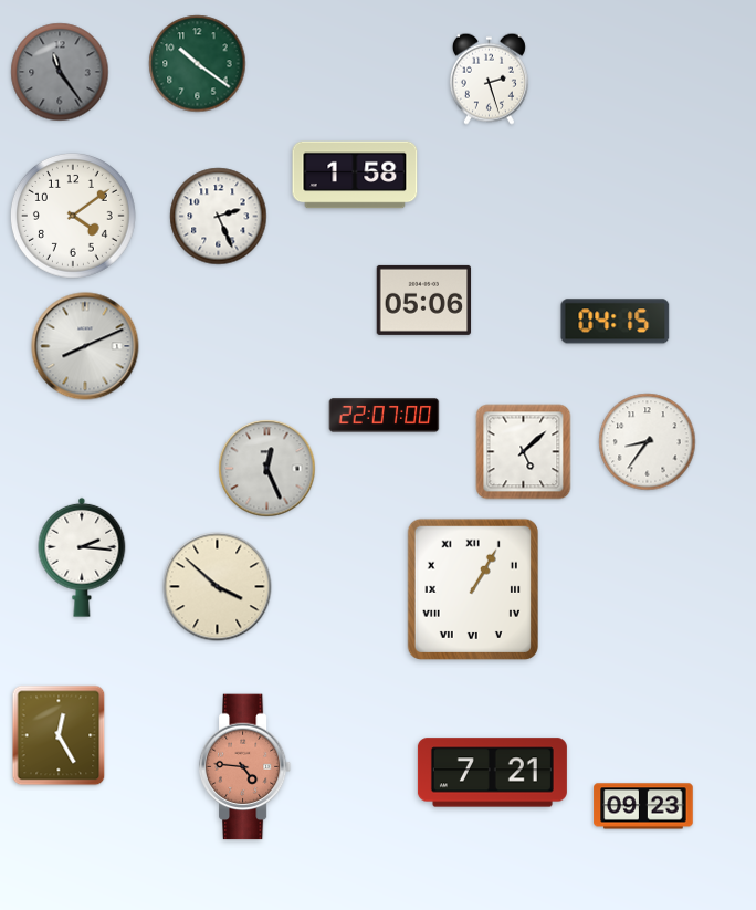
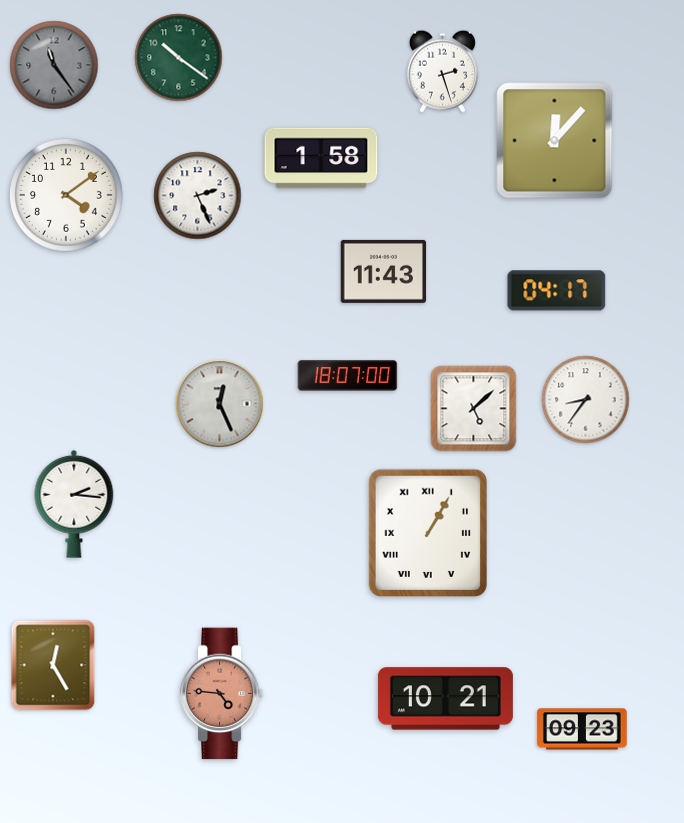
clock at (555, 141): none -> 12:07
clock at (424, 300): 05:06 -> 11:43
clock at (616, 322): 04:15 -> 04:17
clock at (85, 346): 8:11 -> none
clock at (385, 416): 22:07 -> 18:07
clock at (267, 469) position: (267, 469) -> (220, 404)
clock at (218, 587): 3:52 -> none
clock at (492, 773): 7:21 -> 10:21
